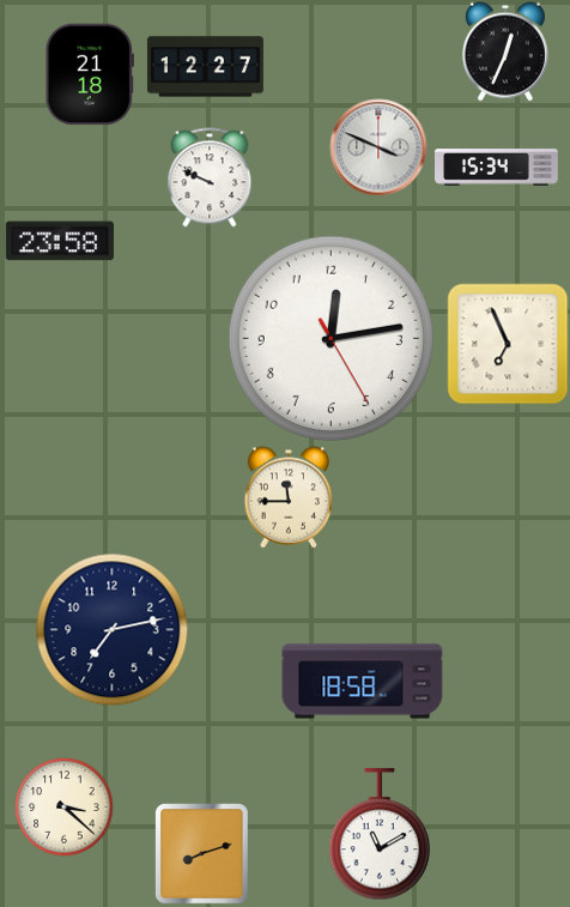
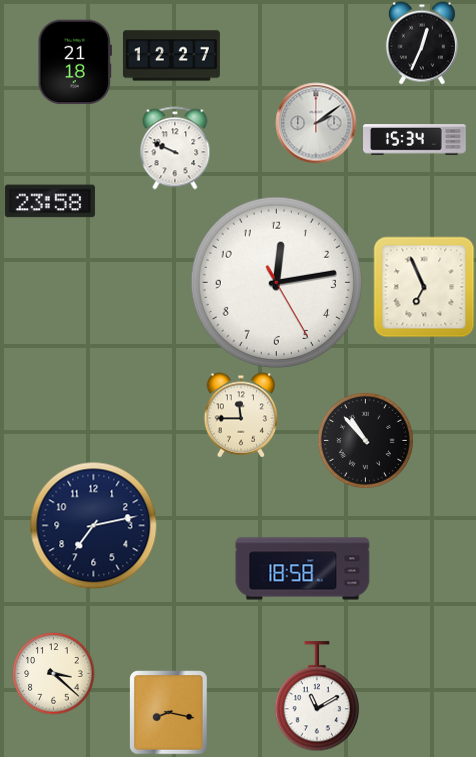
clock at (378, 147): 3:49 -> 2:09
clock at (365, 440): none -> 10:53
clock at (202, 853): 8:12 -> 8:17
